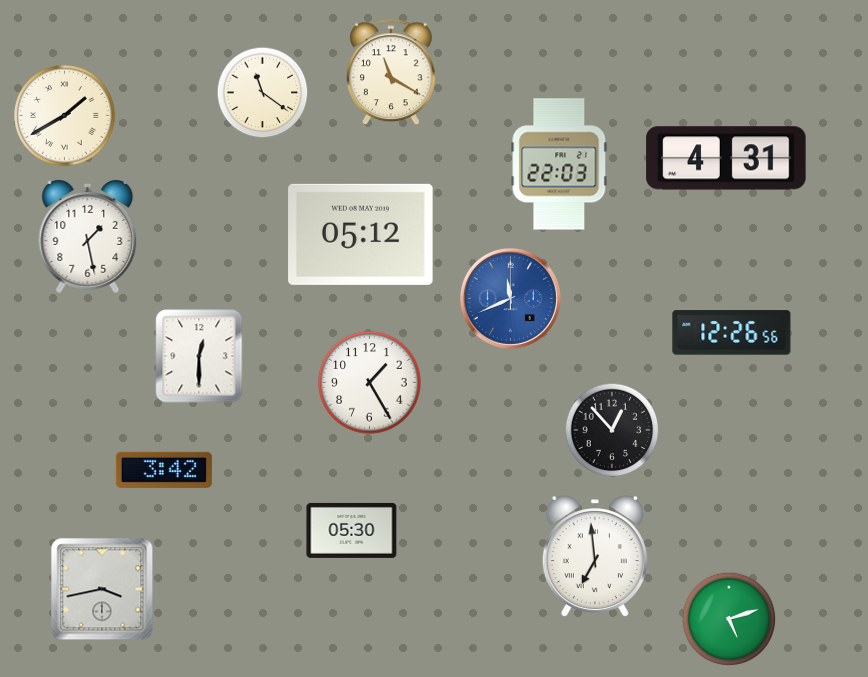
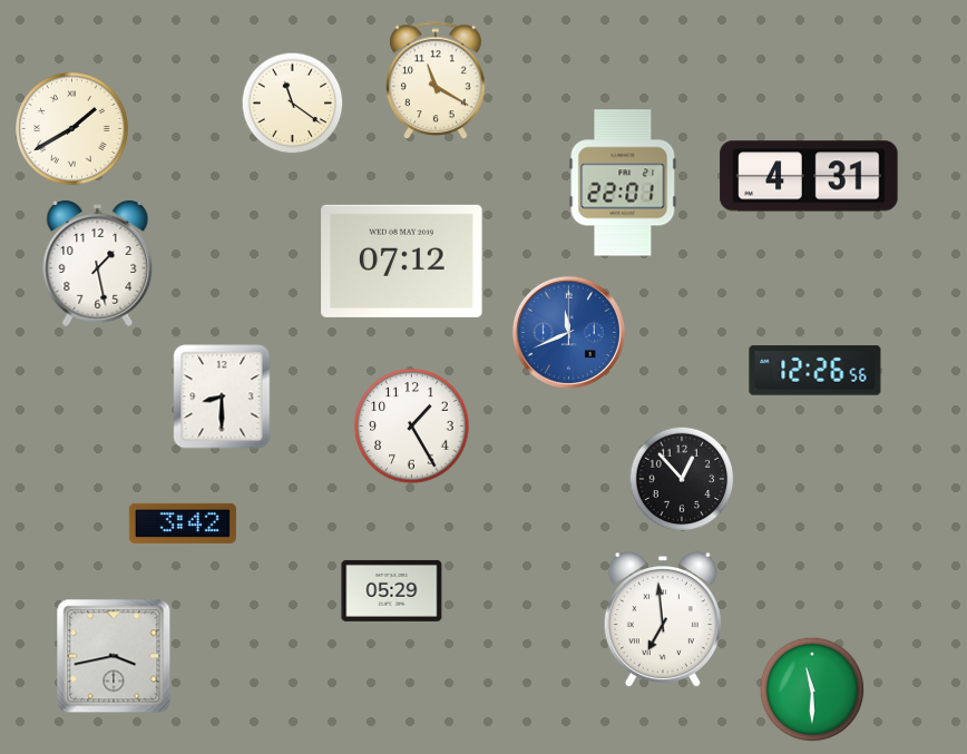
clock at (559, 164): 22:03 -> 22:01
clock at (361, 234): 05:12 -> 07:12
clock at (199, 356): 12:30 -> 8:30
clock at (352, 530): 05:30 -> 05:29
clock at (729, 619): 5:12 -> 11:30
